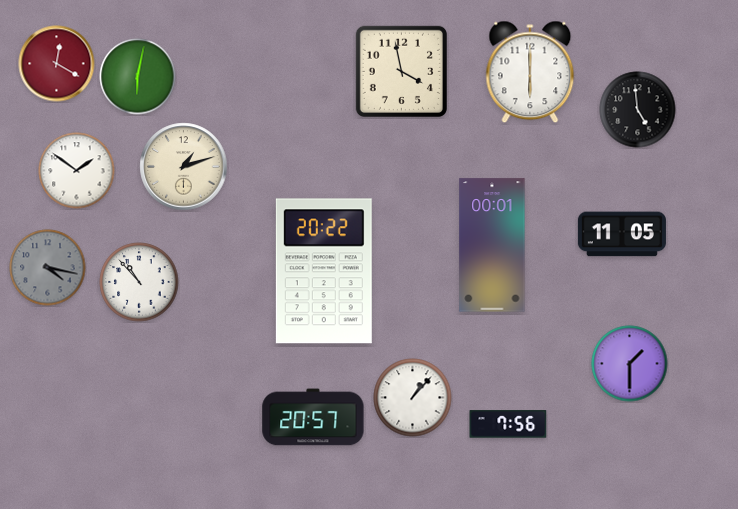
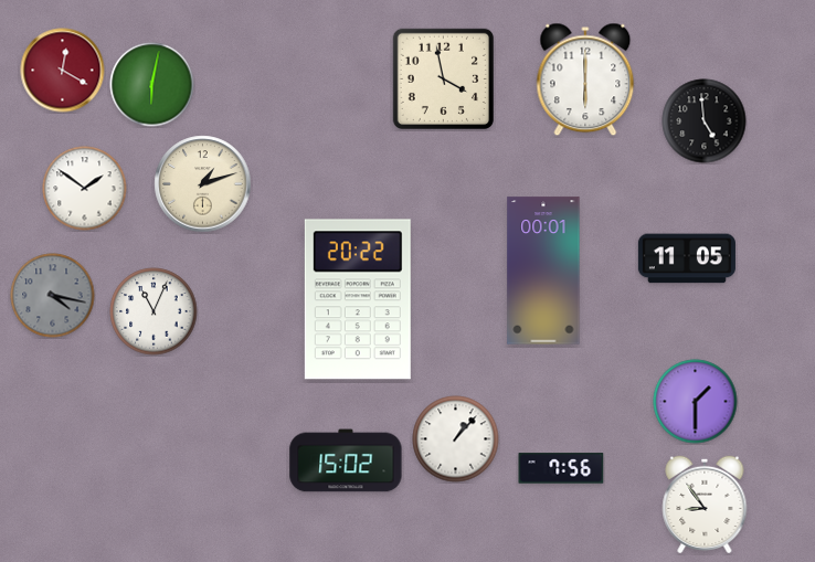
clock at (139, 282): 10:53 -> 11:04
clock at (313, 417): 20:57 -> 15:02
clock at (705, 505): none -> 8:54
